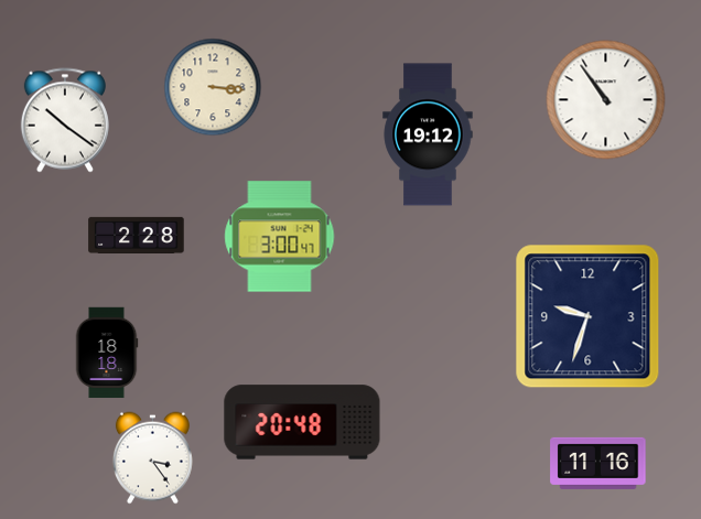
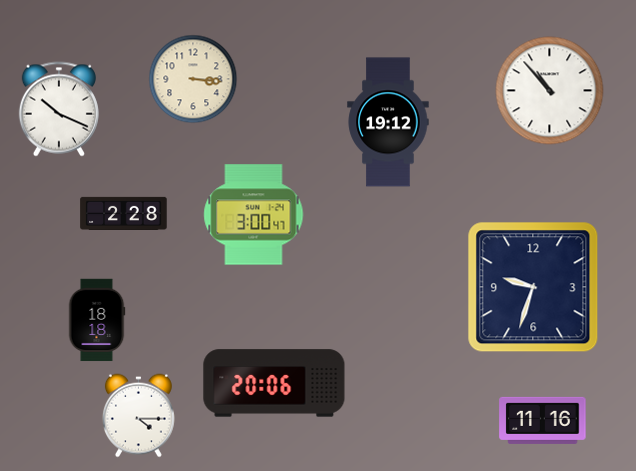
clock at (606, 100): 10:54 -> 10:53
clock at (65, 120): 10:21 -> 10:19
clock at (302, 422): 20:48 -> 20:06
clock at (152, 458): 3:24 -> 4:15
